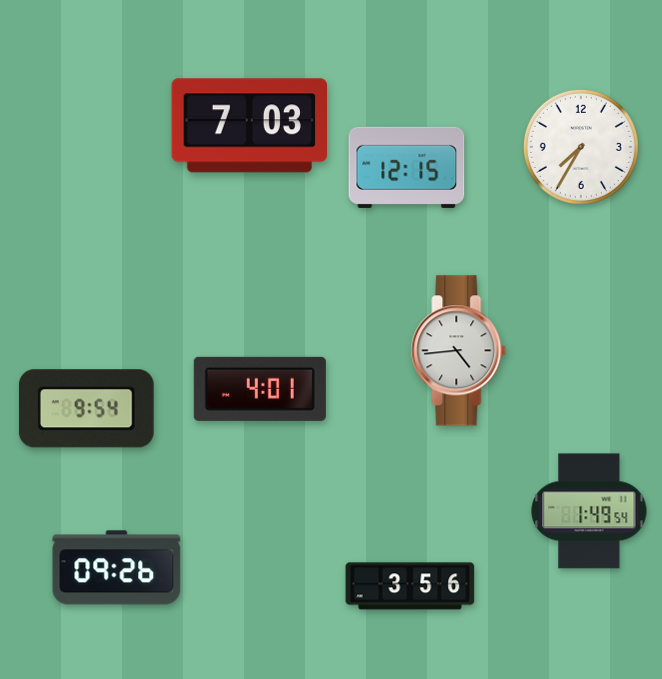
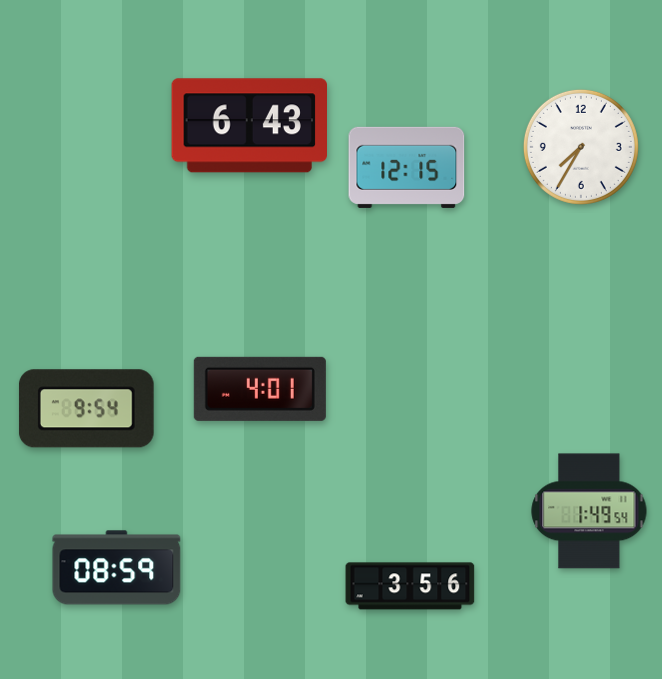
clock at (249, 126): 7:03 -> 6:43
clock at (459, 351): 4:44 -> none
clock at (117, 568): 09:26 -> 08:59
